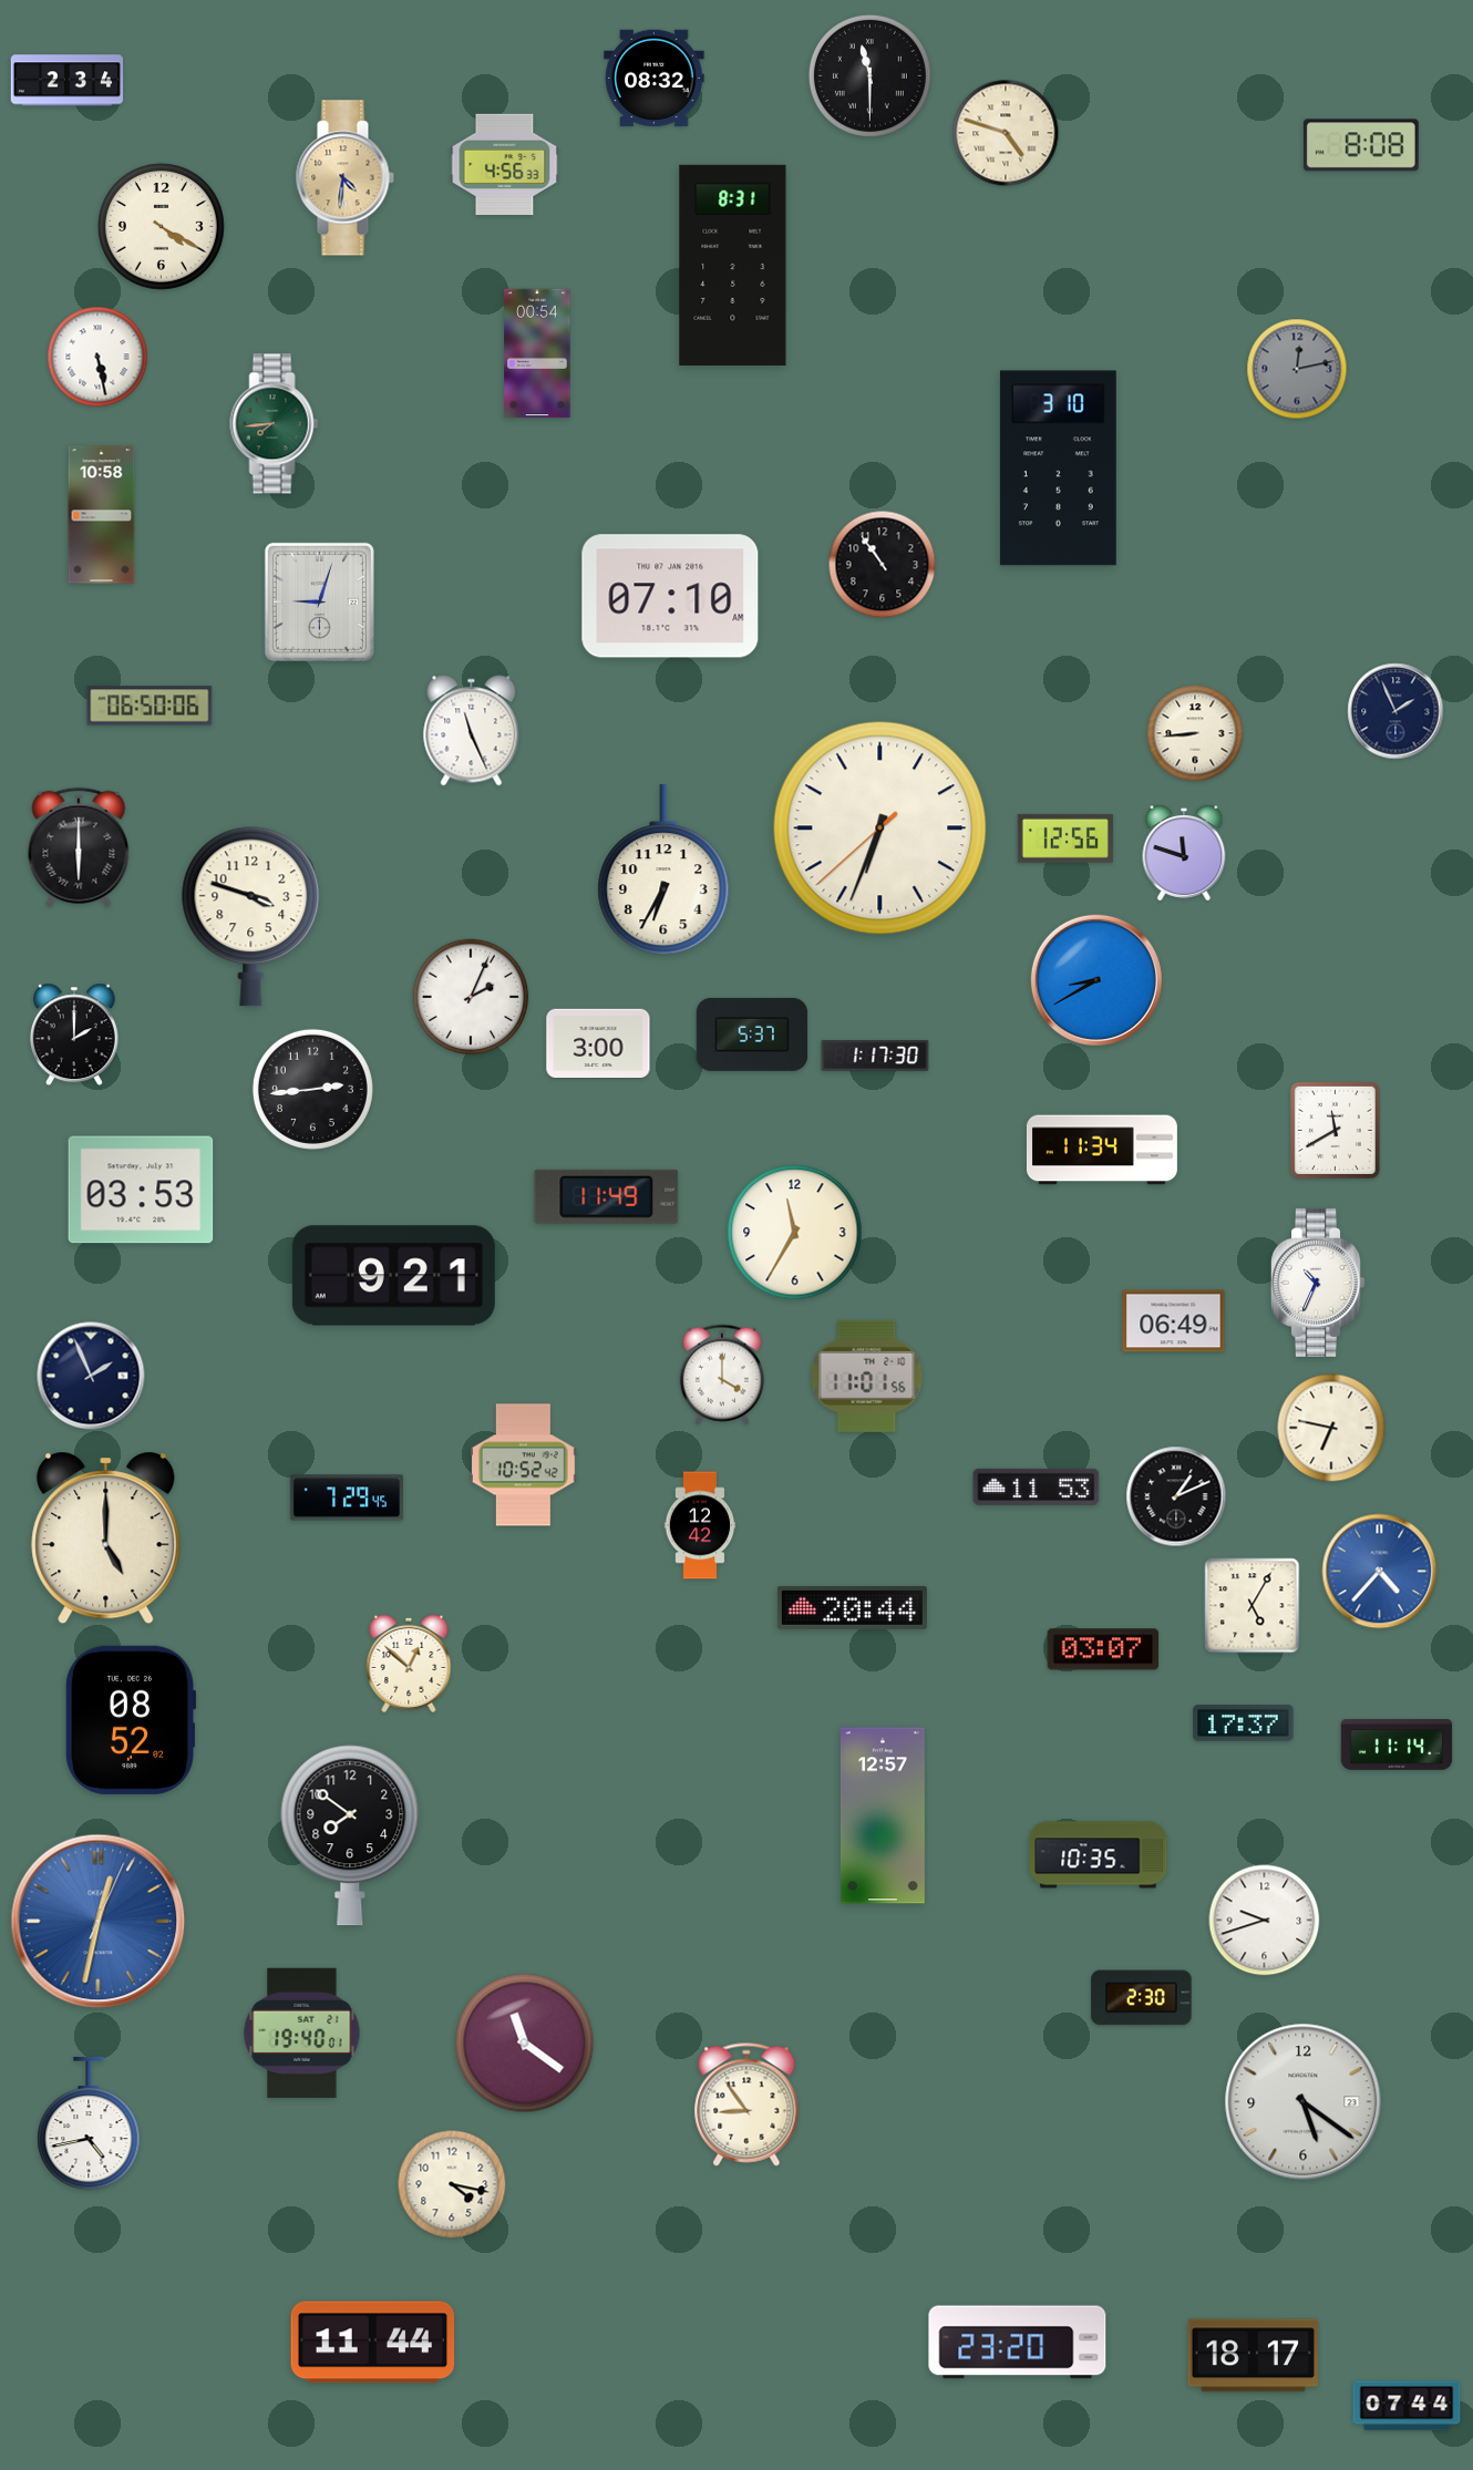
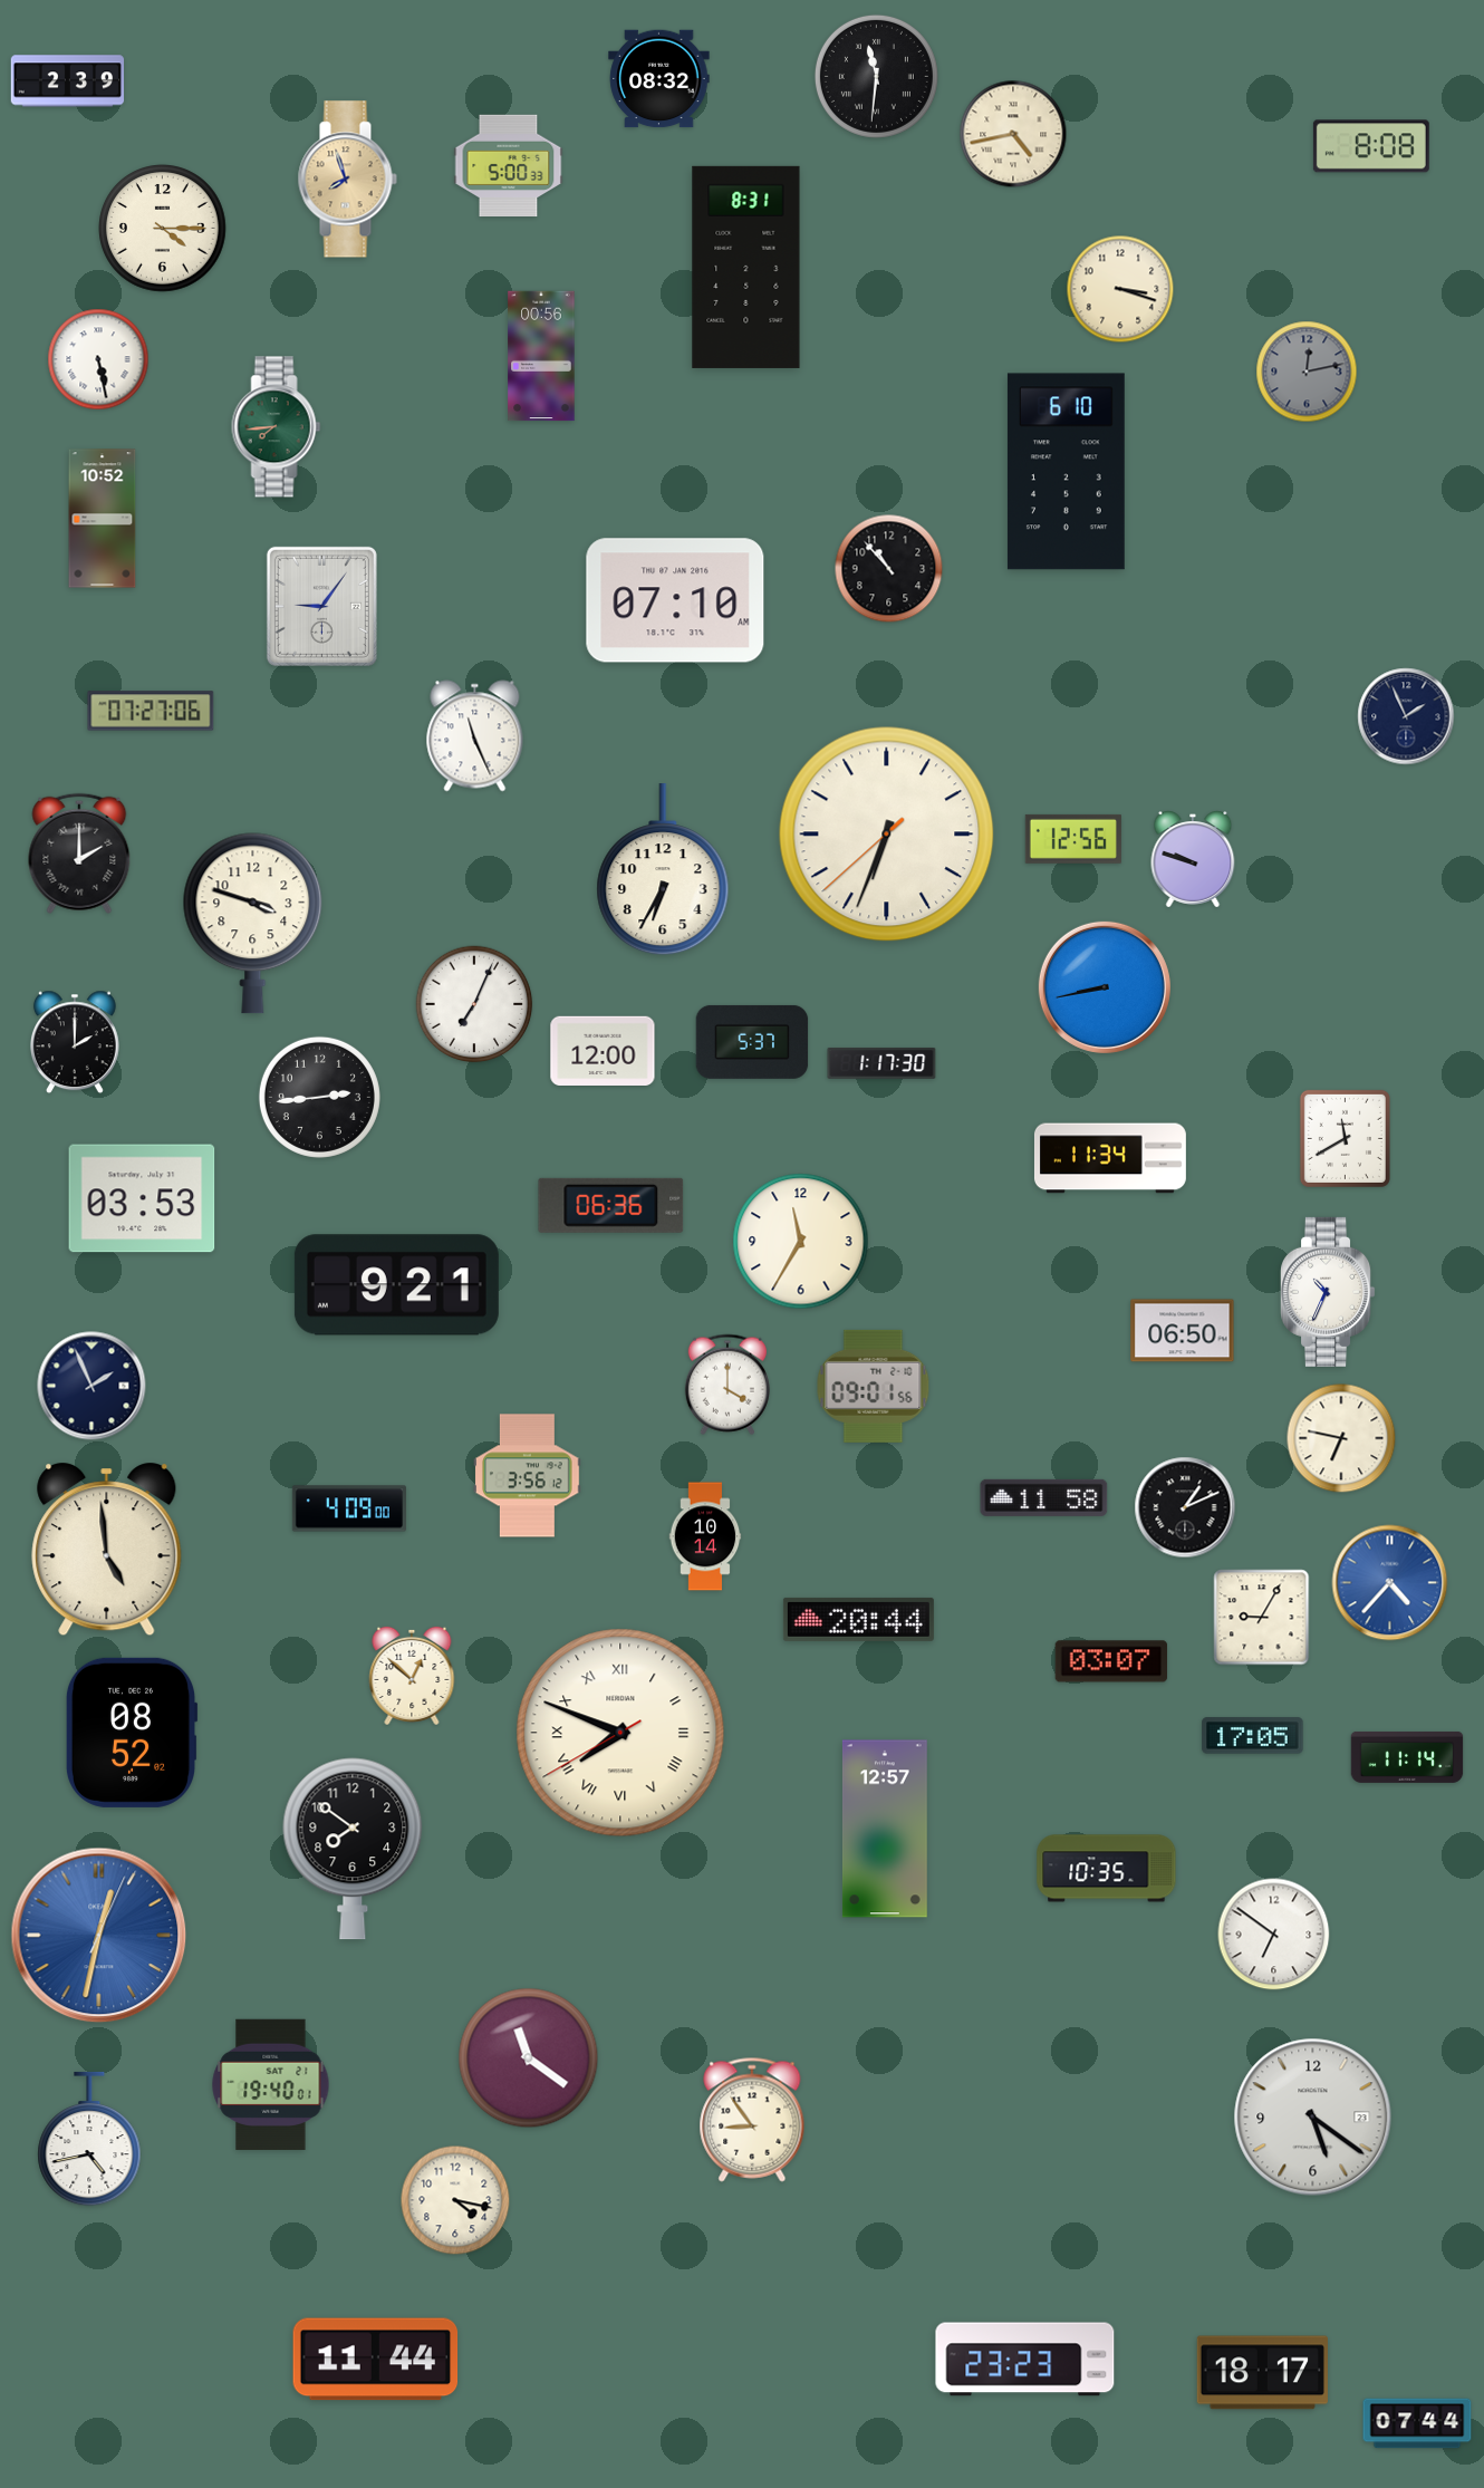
clock at (869, 75): 11:30 -> 11:31
clock at (68, 81): 2:34 -> 2:39
clock at (1006, 133): 4:48 -> 4:43
clock at (505, 165): 4:56 -> 5:00
clock at (344, 178): 4:31 -> 7:57
clock at (162, 227): 4:20 -> 4:15
clock at (733, 265) position: (733, 265) -> (746, 267)
clock at (1120, 289): none -> 3:18
clock at (537, 353): 00:54 -> 00:56
clock at (1058, 469): 3:10 -> 6:10
clock at (102, 515): 10:58 -> 10:52
clock at (883, 565): 10:54 -> 10:53
clock at (319, 601): 9:03 -> 9:06
clock at (150, 706): 06:50 -> 07:27
clock at (1195, 733): 8:44 -> none
clock at (1065, 838) position: (1065, 838) -> (1073, 839)
clock at (79, 847): 6:00 -> 2:00
clock at (1184, 853): 11:48 -> 9:48
clock at (663, 871) position: (663, 871) -> (663, 870)
clock at (1096, 980): 8:40 -> 8:43
clock at (471, 997): 2:04 -> 7:04
clock at (752, 1035) position: (752, 1035) -> (752, 1042)
clock at (598, 1043): 3:00 -> 12:00
clock at (312, 1089) position: (312, 1089) -> (319, 1097)
clock at (607, 1196): 11:49 -> 06:36
clock at (1174, 1321): 06:49 -> 06:50
clock at (867, 1376): 11:01 -> 09:01
clock at (524, 1465): 10:52 -> 3:56
clock at (1037, 1486): 11:53 -> 11:58
clock at (347, 1498): 7:29 -> 4:09
clock at (700, 1525): 12:42 -> 10:14
clock at (106, 1538): 5:00 -> 4:59
clock at (1253, 1606): 5:05 -> 9:05
clock at (620, 1733): none -> 7:48
clock at (1244, 1723): 17:37 -> 17:05
clock at (883, 1815) position: (883, 1815) -> (885, 1829)
clock at (1265, 1921): 9:42 -> 6:51
clock at (1142, 1998): 2:30 -> none
clock at (302, 2032) position: (302, 2032) -> (271, 2084)
clock at (1018, 2343): 23:20 -> 23:23
